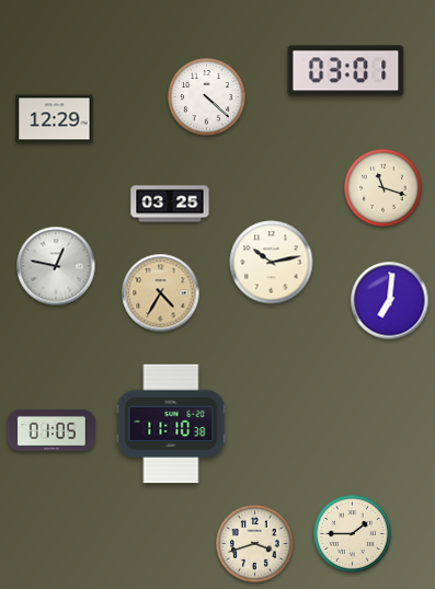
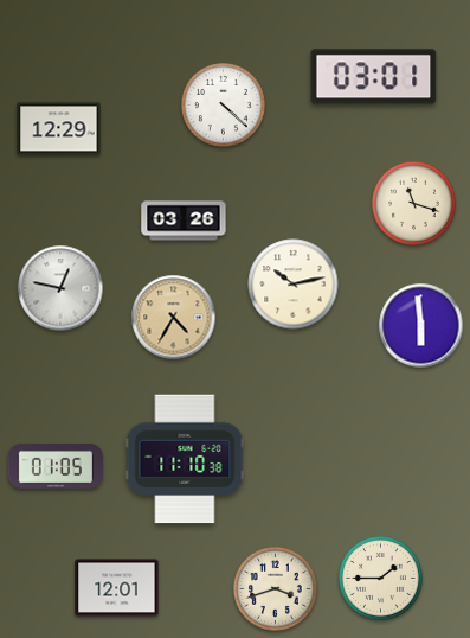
clock at (170, 204): 03:25 -> 03:26
clock at (390, 301): 7:01 -> 5:59
clock at (117, 588): none -> 12:01
